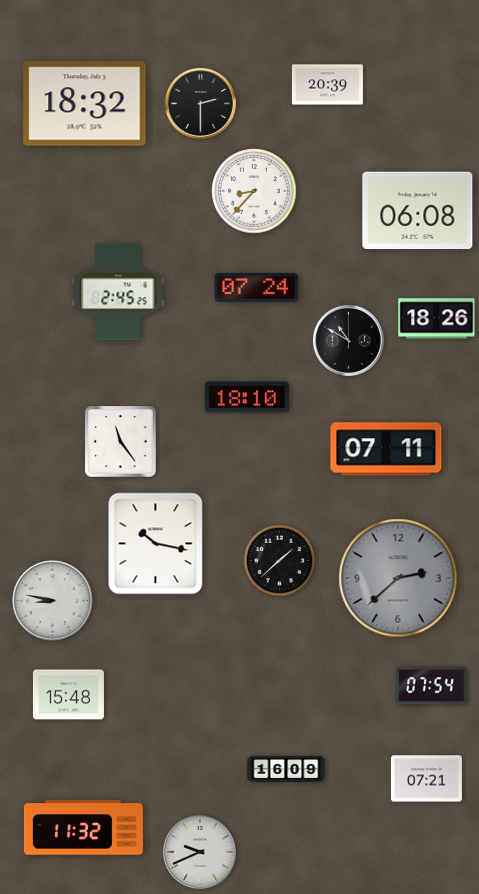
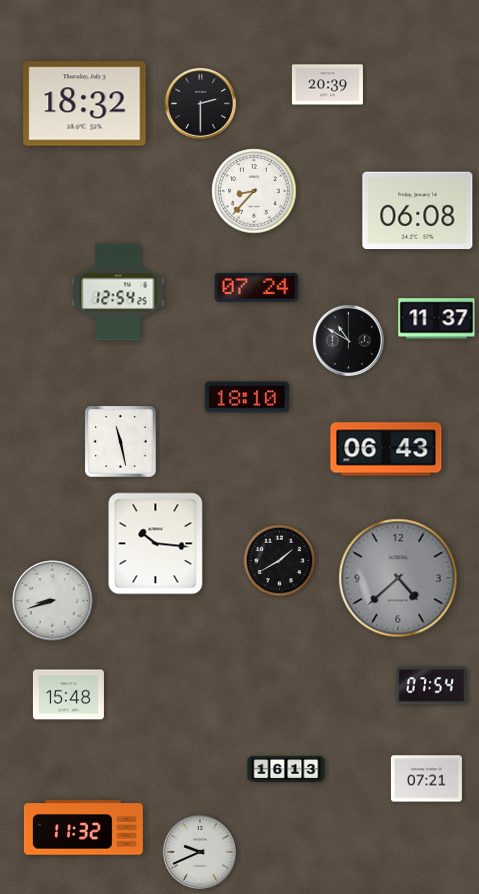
clock at (118, 292): 2:45 -> 12:54
clock at (437, 319): 18:26 -> 11:37
clock at (121, 442): 11:24 -> 11:28
clock at (386, 449): 07:11 -> 06:43
clock at (156, 544): 10:17 -> 10:16
clock at (280, 561): 1:38 -> 1:40
clock at (398, 578): 2:38 -> 4:38
clock at (53, 601): 8:47 -> 8:42
clock at (286, 769): 16:09 -> 16:13
